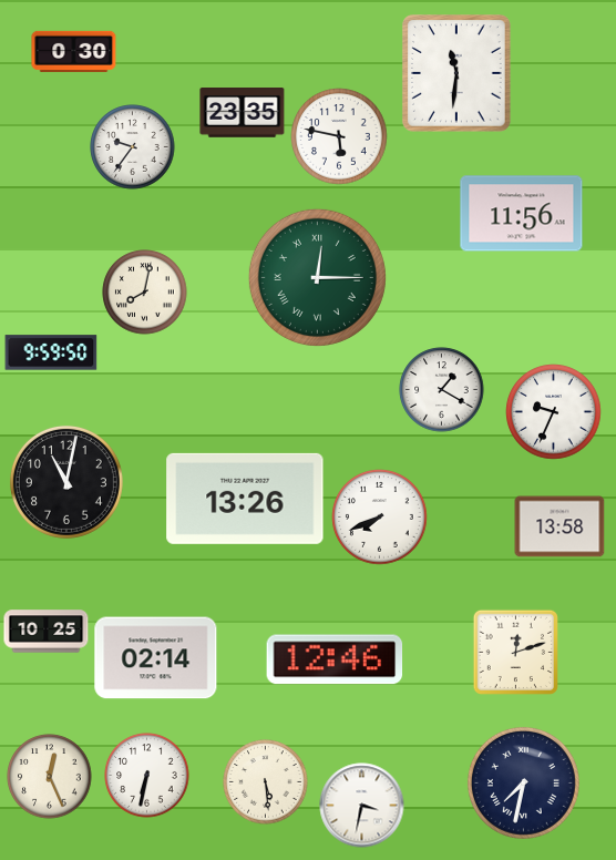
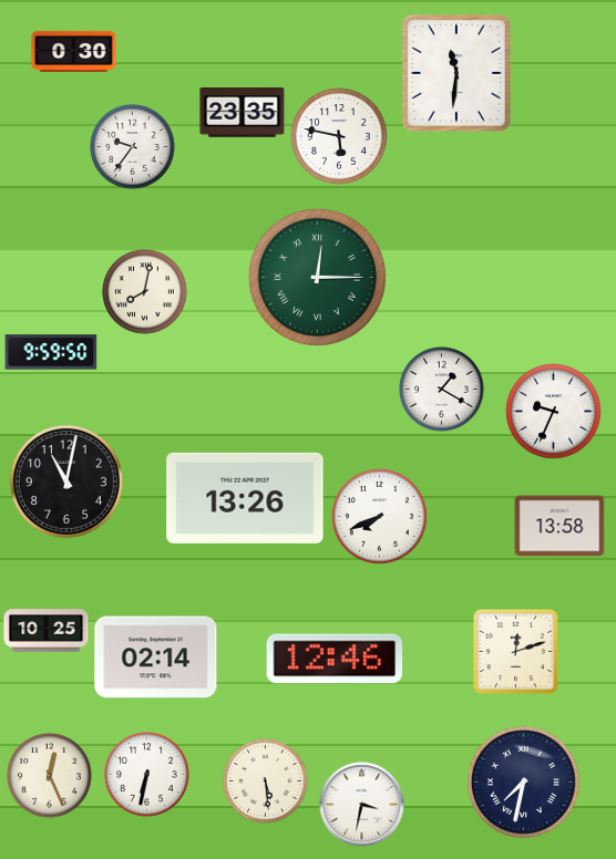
clock at (522, 214): 11:56 -> none
